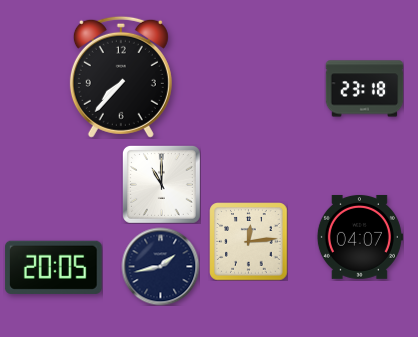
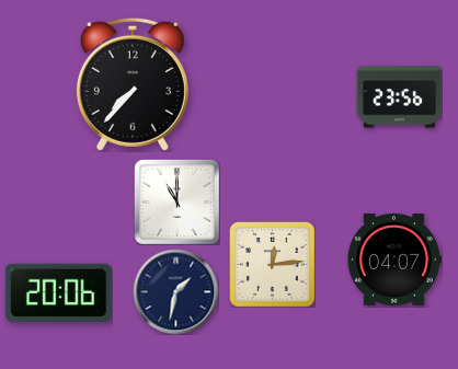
clock at (364, 89): 23:18 -> 23:56
clock at (160, 266): 1:43 -> 1:32
clock at (53, 267): 20:05 -> 20:06
